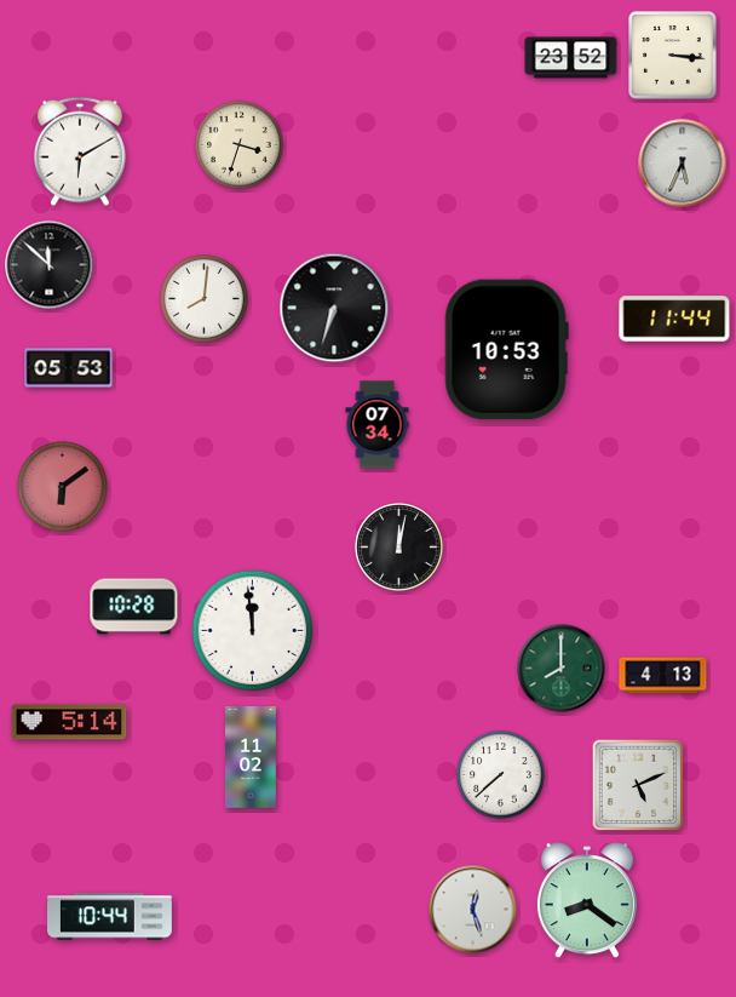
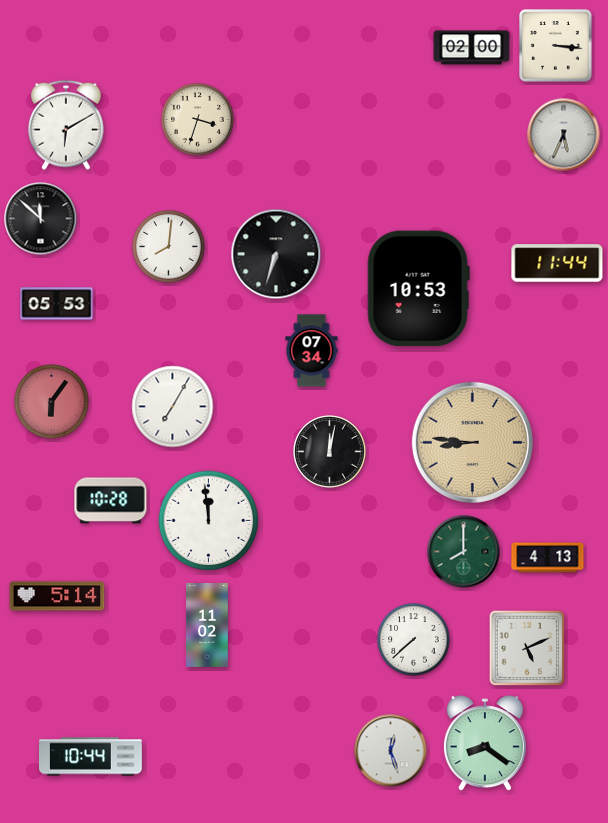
clock at (571, 58): 23:52 -> 02:00
clock at (63, 487): 6:09 -> 6:06
clock at (173, 407): none -> 7:05
clock at (472, 442): none -> 8:46
